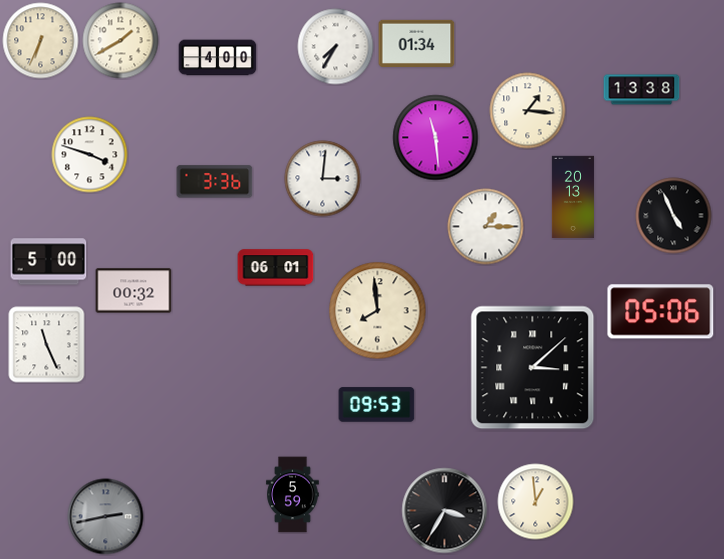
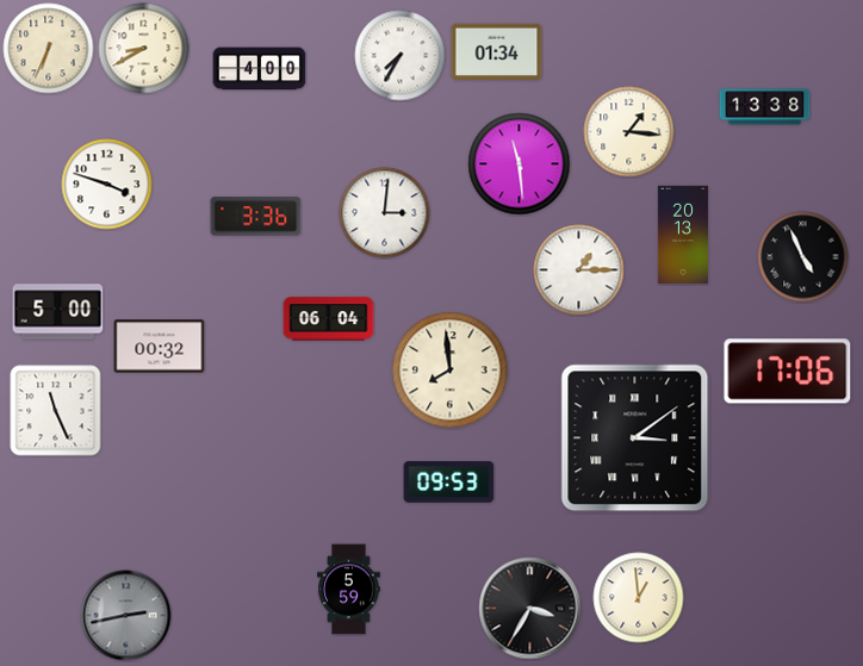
clock at (121, 41): 1:40 -> 8:40
clock at (276, 268): 06:01 -> 06:04
clock at (661, 312): 05:06 -> 17:06
clock at (533, 368): 3:08 -> 3:09
